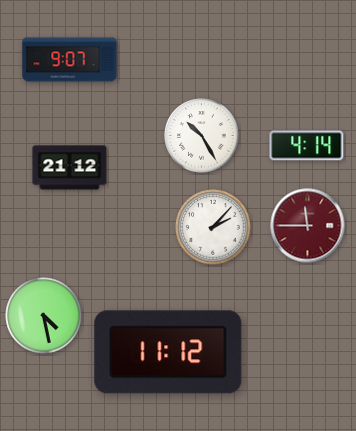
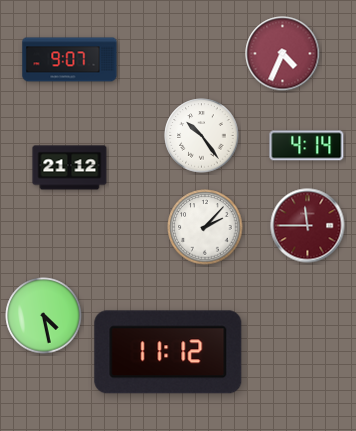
clock at (283, 54): none -> 4:34
clock at (202, 136): 10:25 -> 10:24
clock at (213, 227) position: (213, 227) -> (205, 227)
